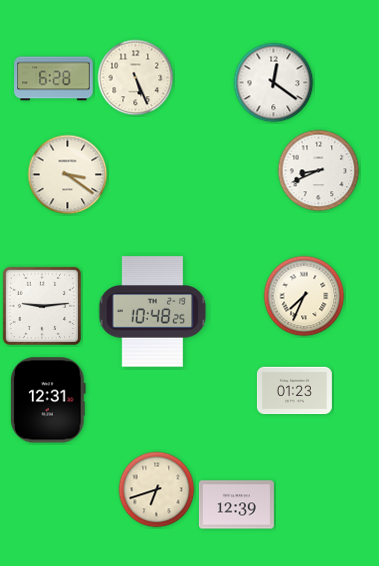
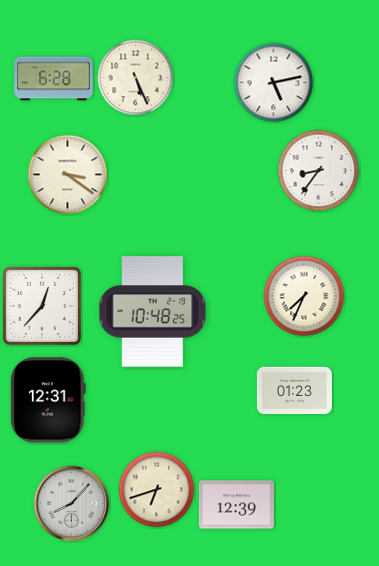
clock at (274, 83): 12:21 -> 5:13
clock at (319, 171): 8:41 -> 8:36
clock at (42, 306): 9:14 -> 12:37
clock at (72, 504): none -> 8:07
